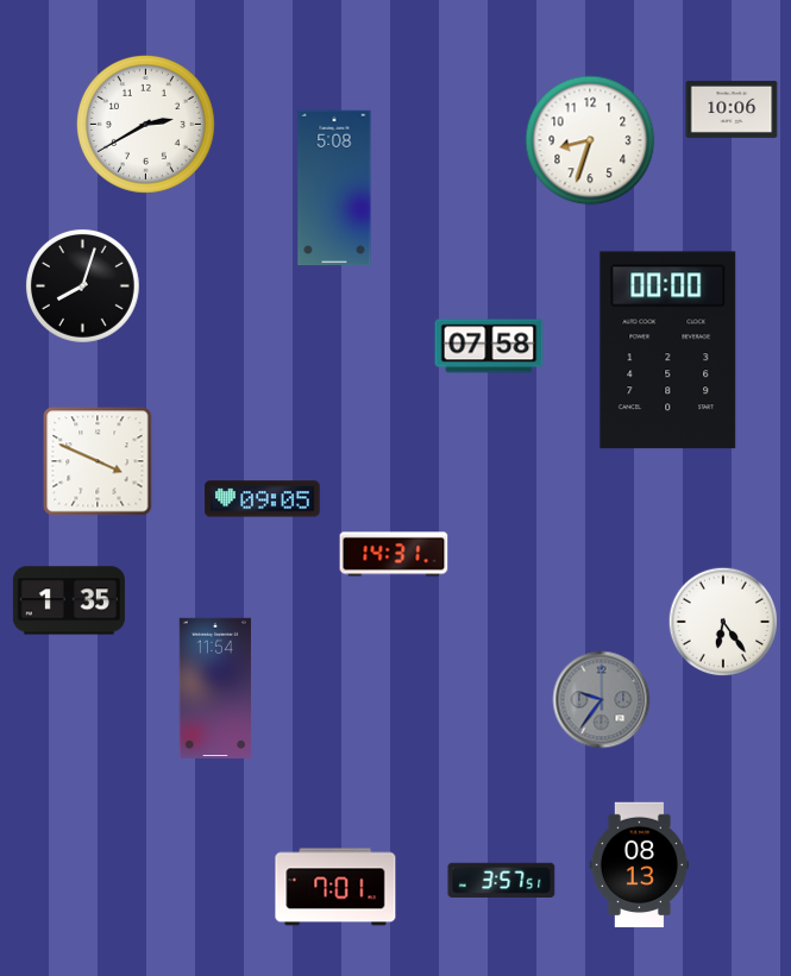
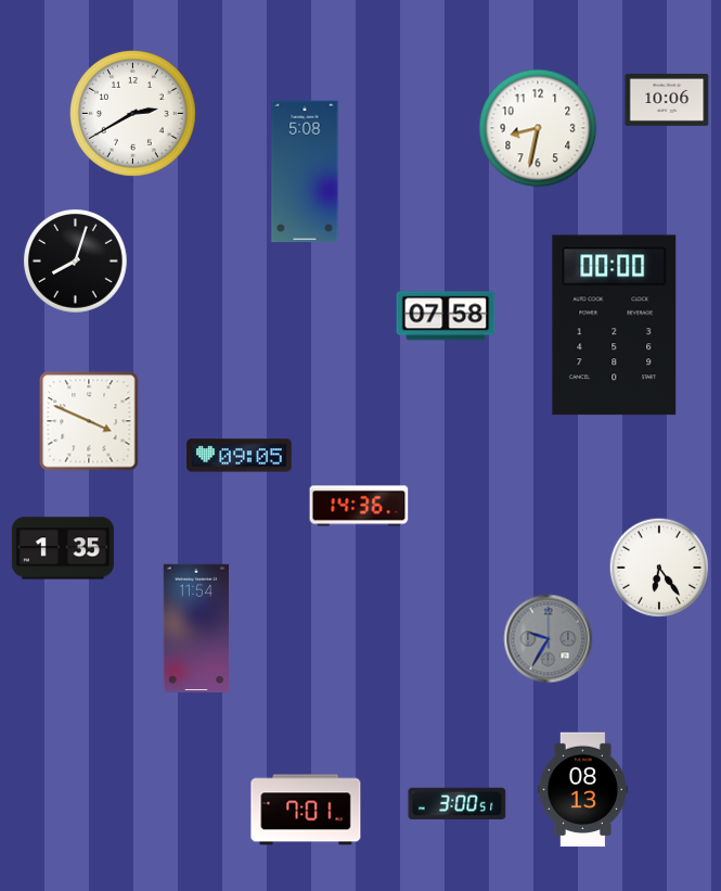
clock at (590, 140): 8:33 -> 8:32
clock at (668, 351) position: (668, 351) -> (615, 326)
clock at (394, 554): 14:31 -> 14:36
clock at (602, 700): 9:36 -> 9:35
clock at (502, 880): 3:57 -> 3:00
